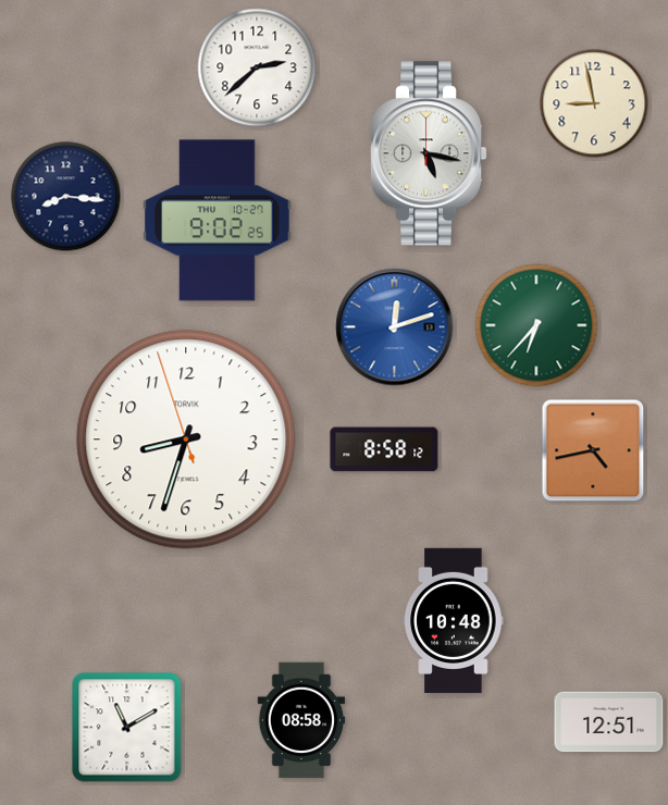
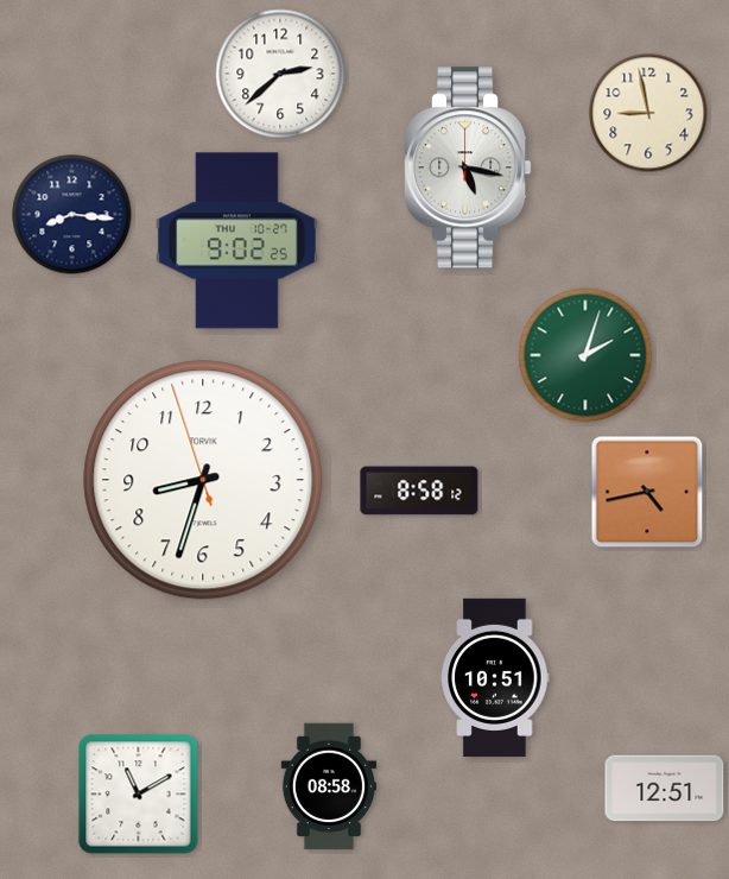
clock at (536, 325): 6:37 -> 2:03
clock at (395, 327): 12:12 -> none
clock at (454, 620): 10:48 -> 10:51
